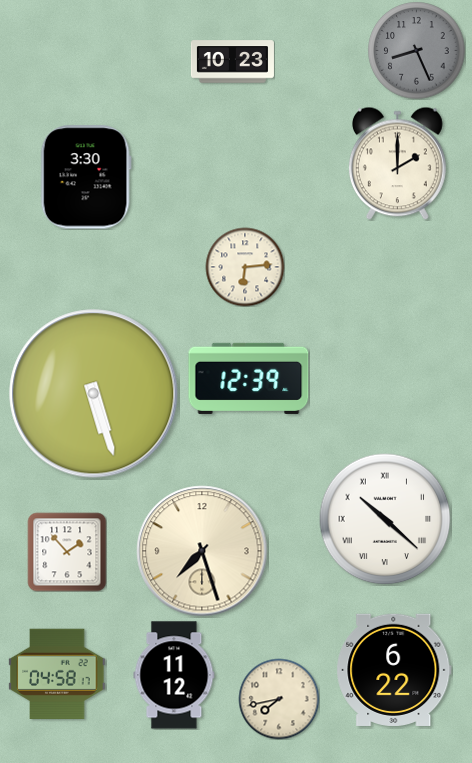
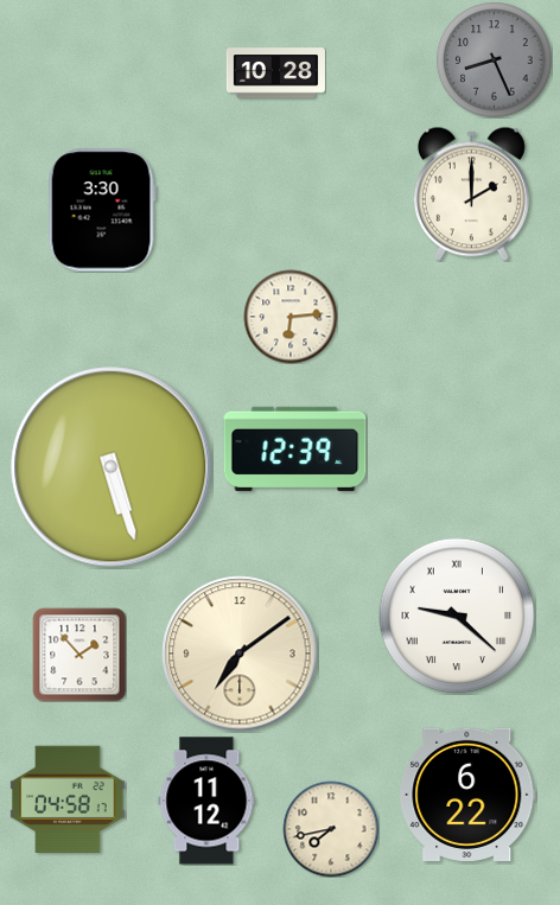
clock at (232, 62): 10:23 -> 10:28
clock at (385, 519): 10:22 -> 9:22
clock at (202, 551): 7:27 -> 7:09
